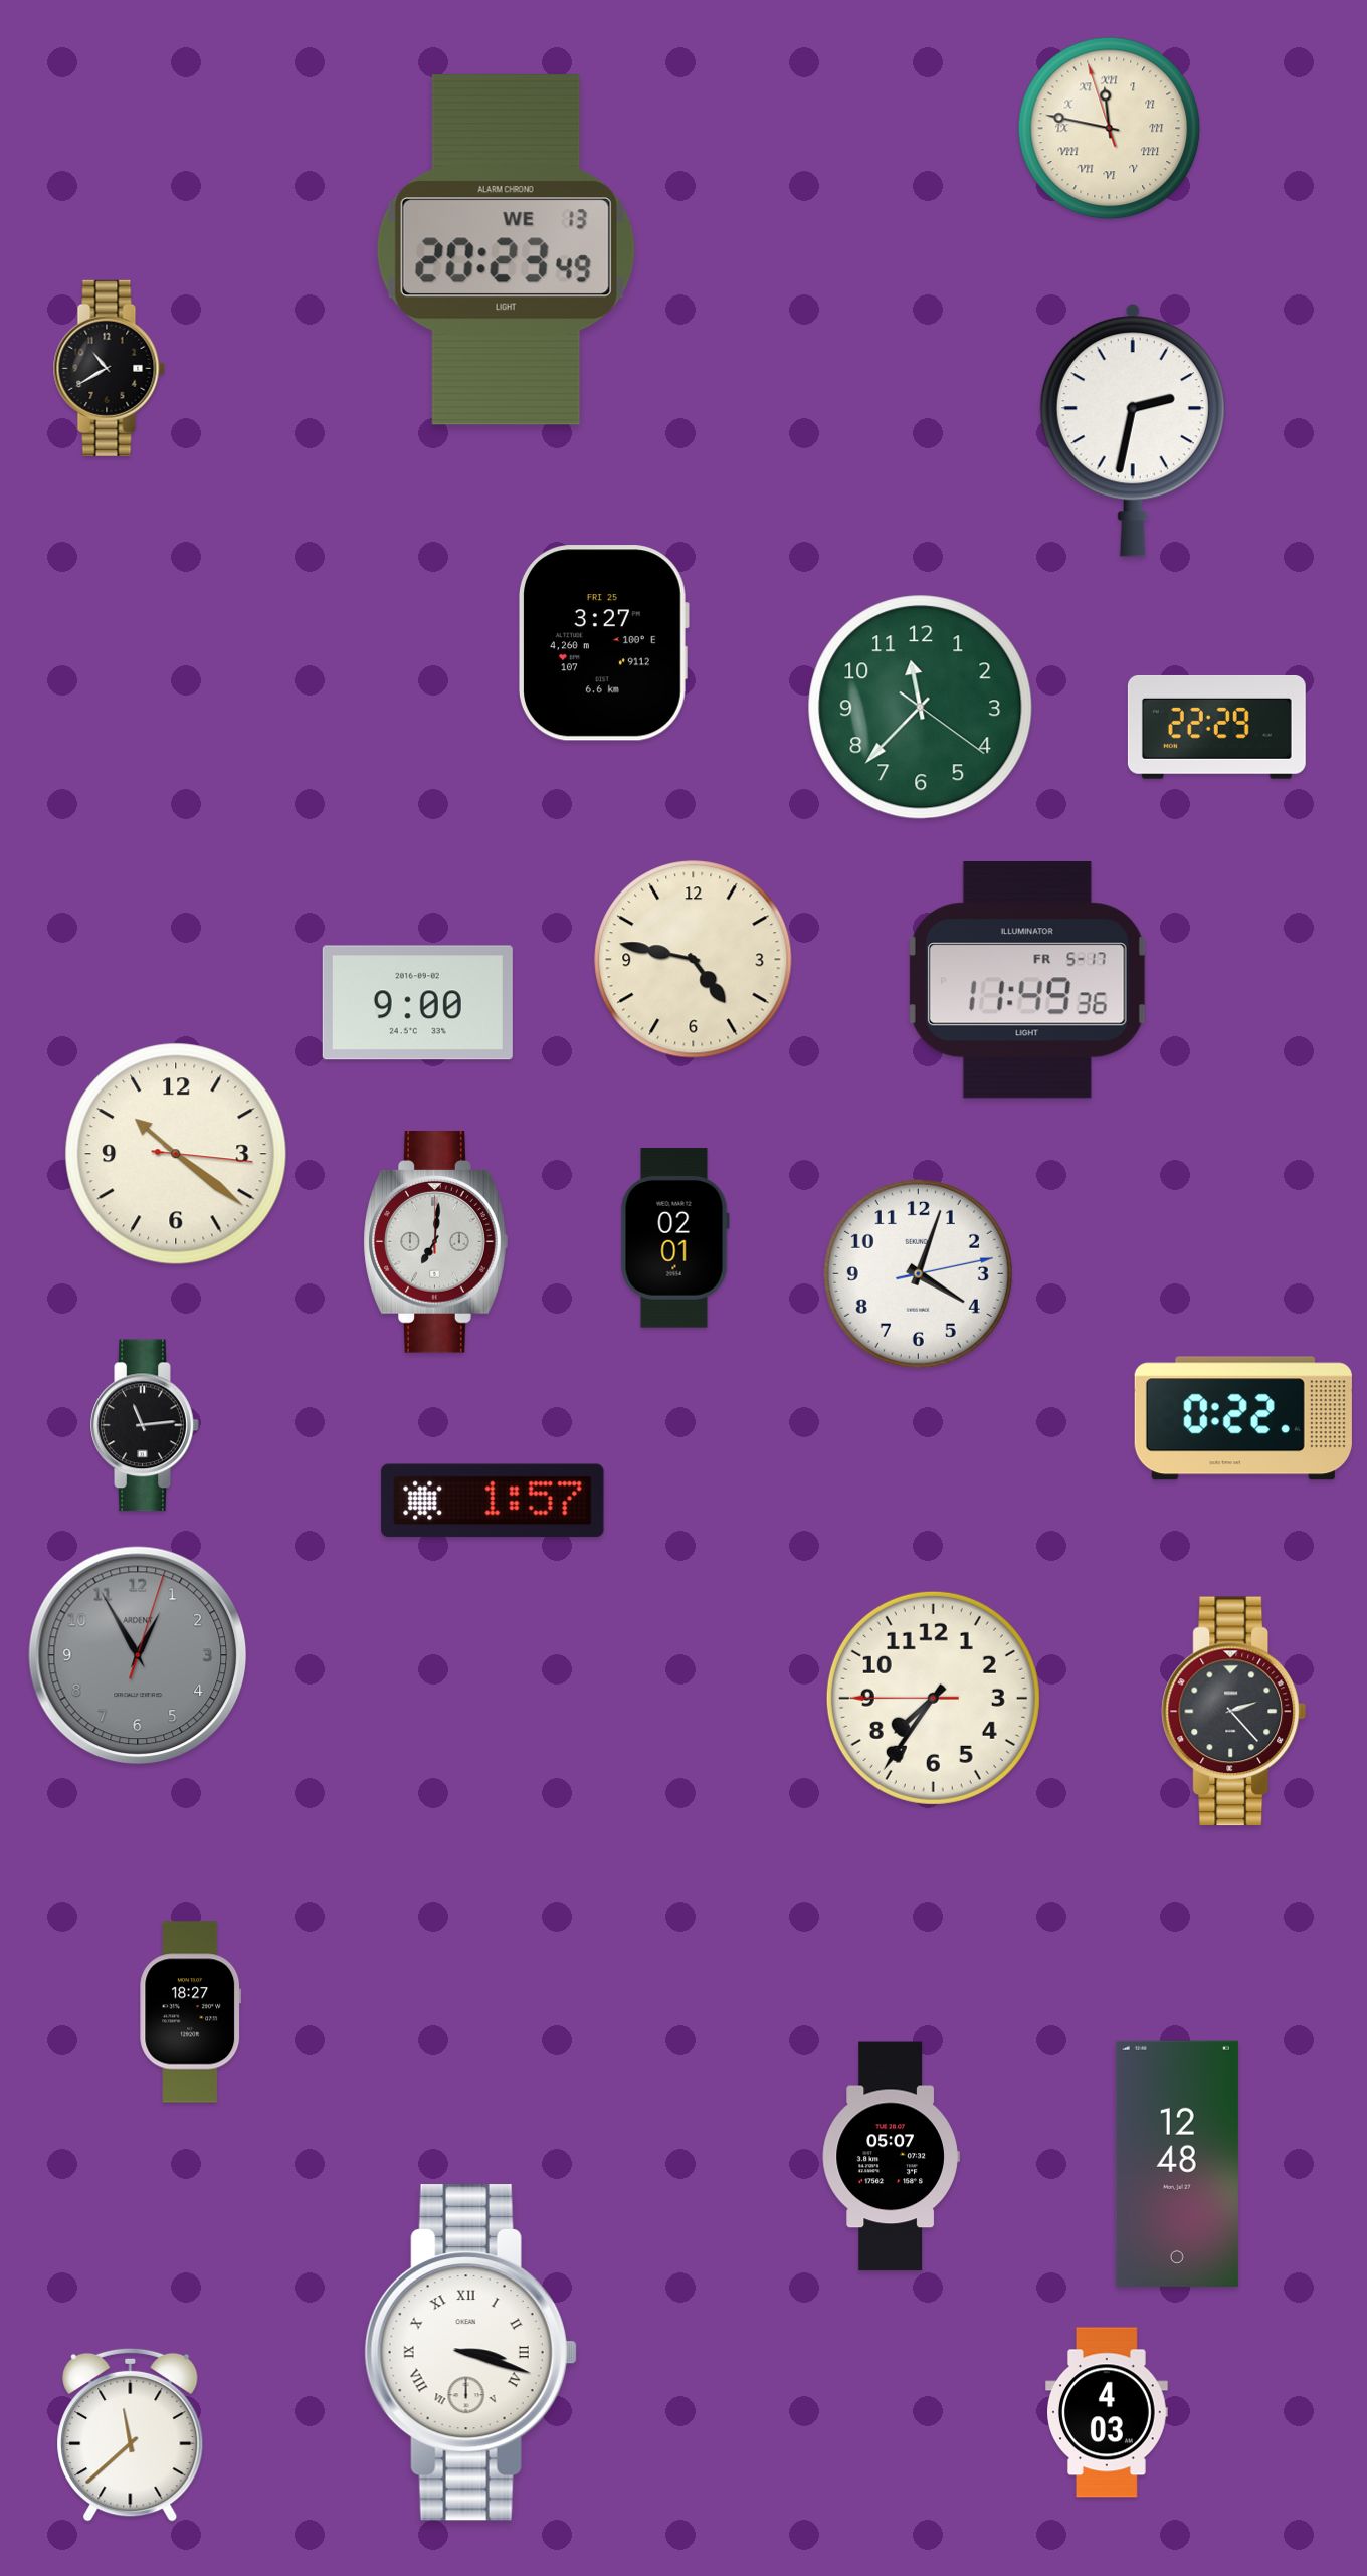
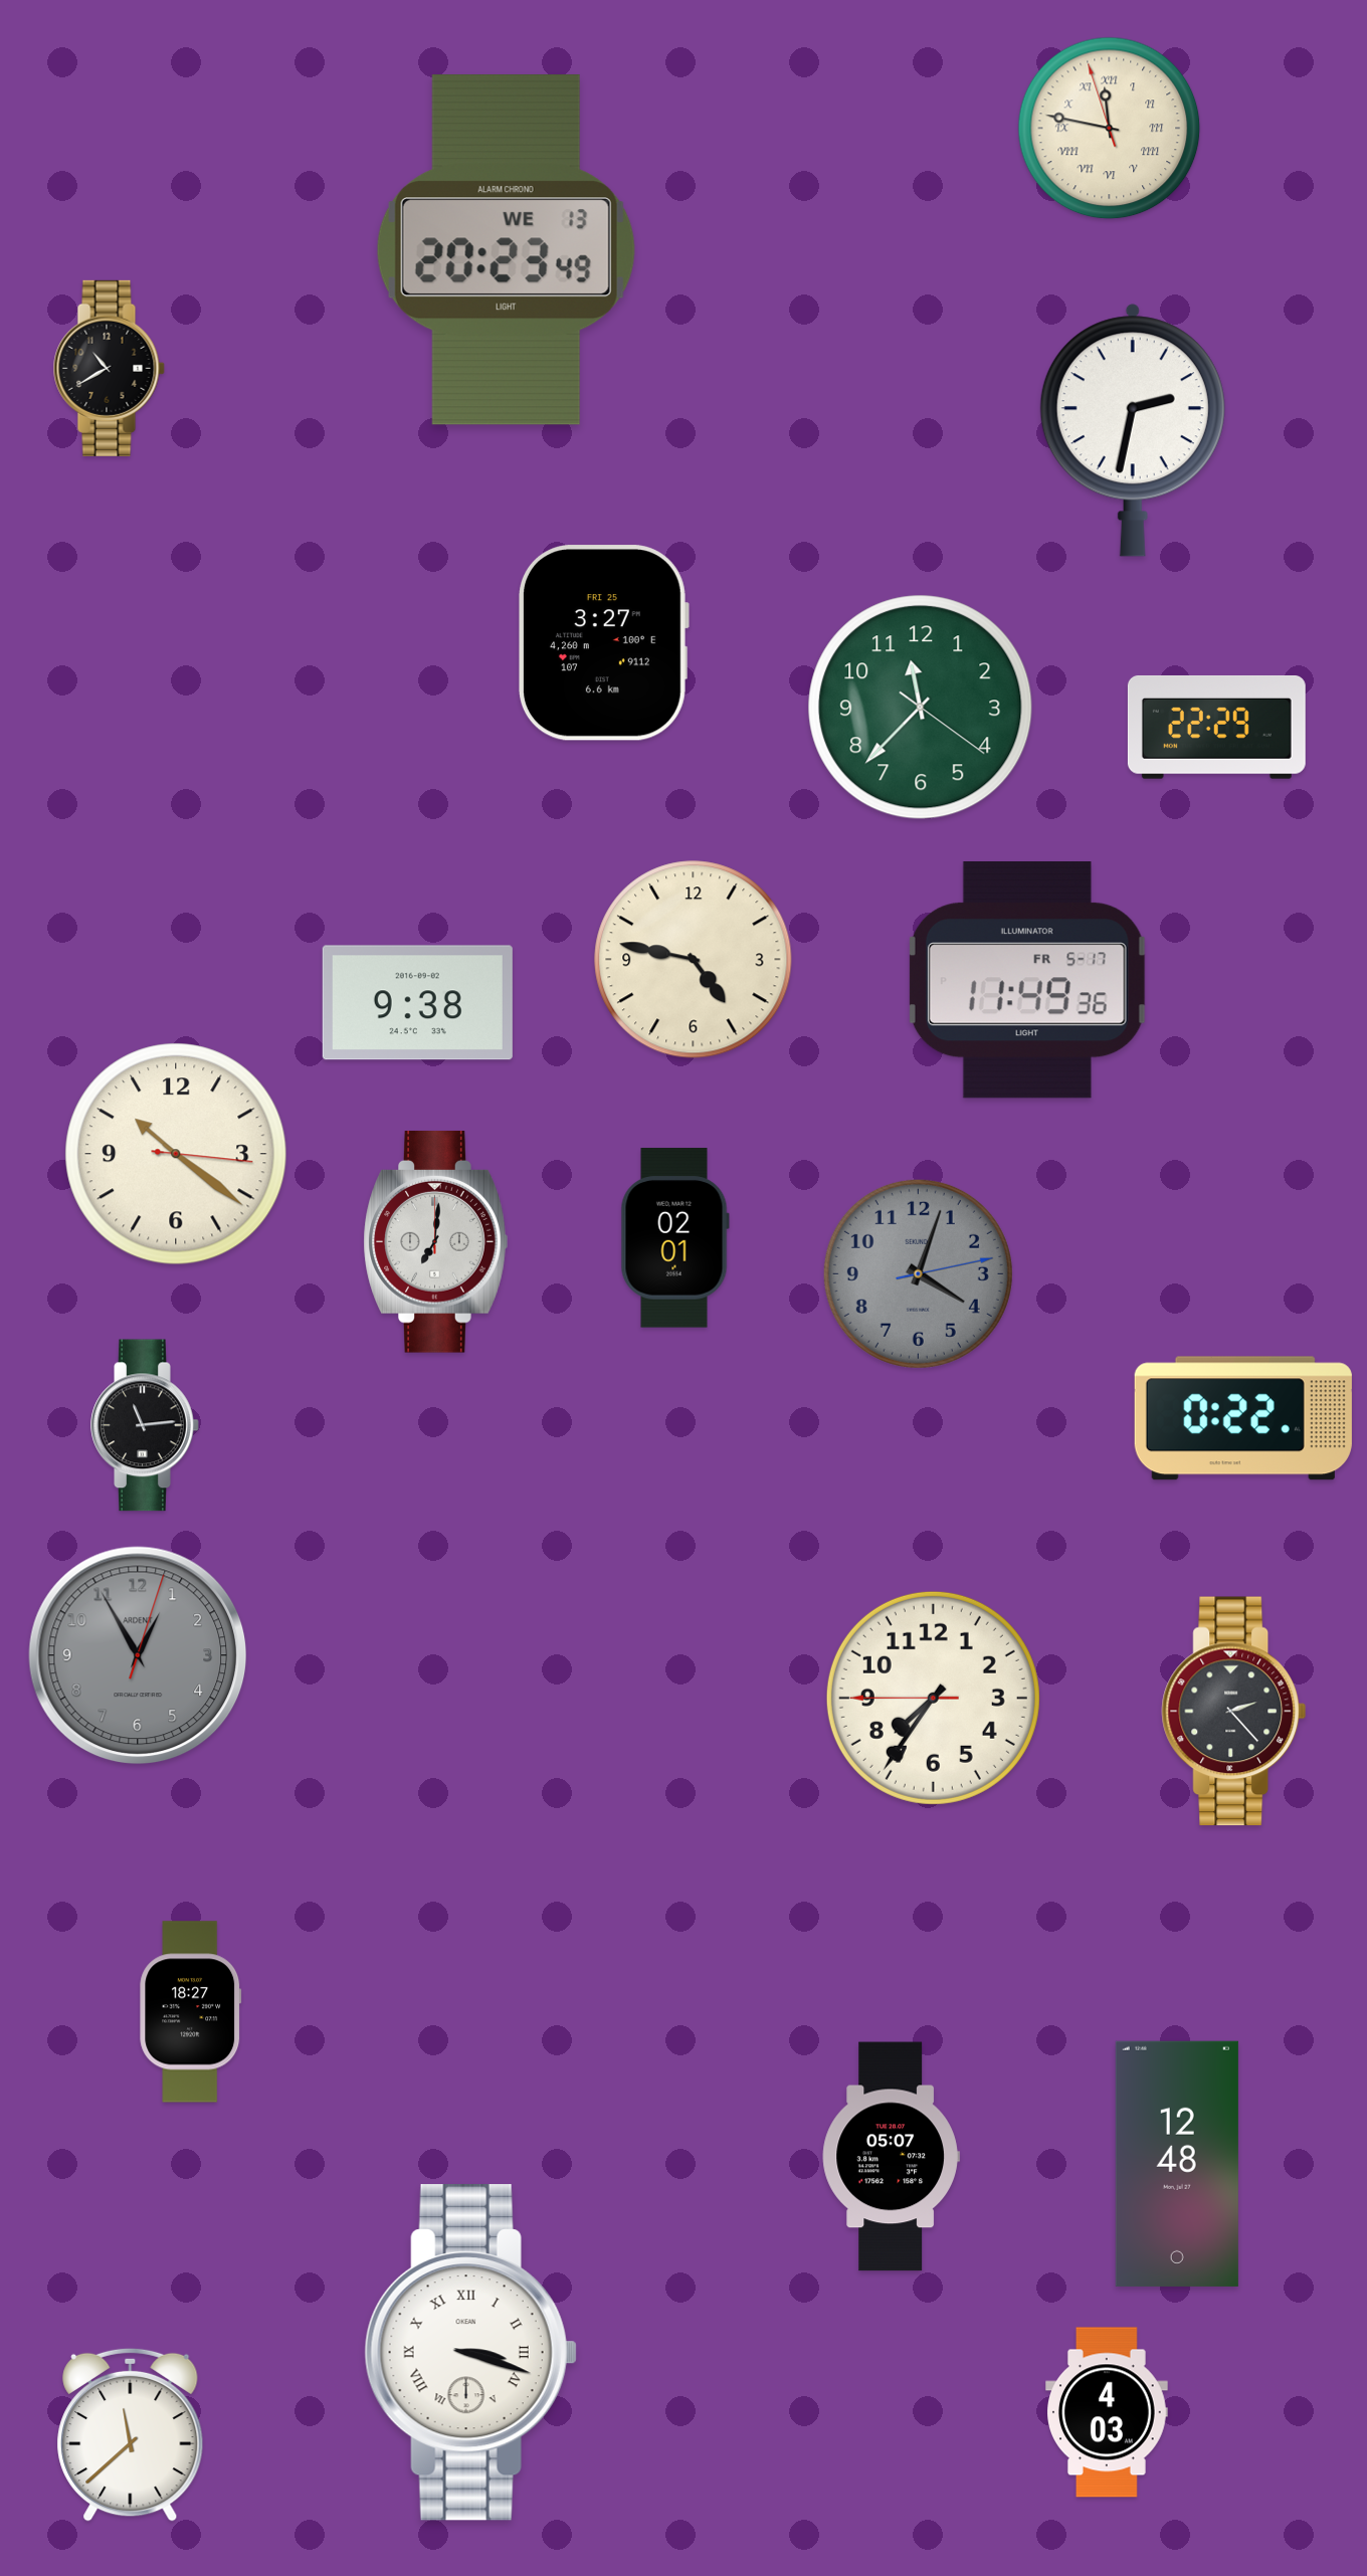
clock at (417, 1003): 9:00 -> 9:38
clock at (918, 1273) dial: white -> grey
clock at (493, 1501): 1:57 -> none
